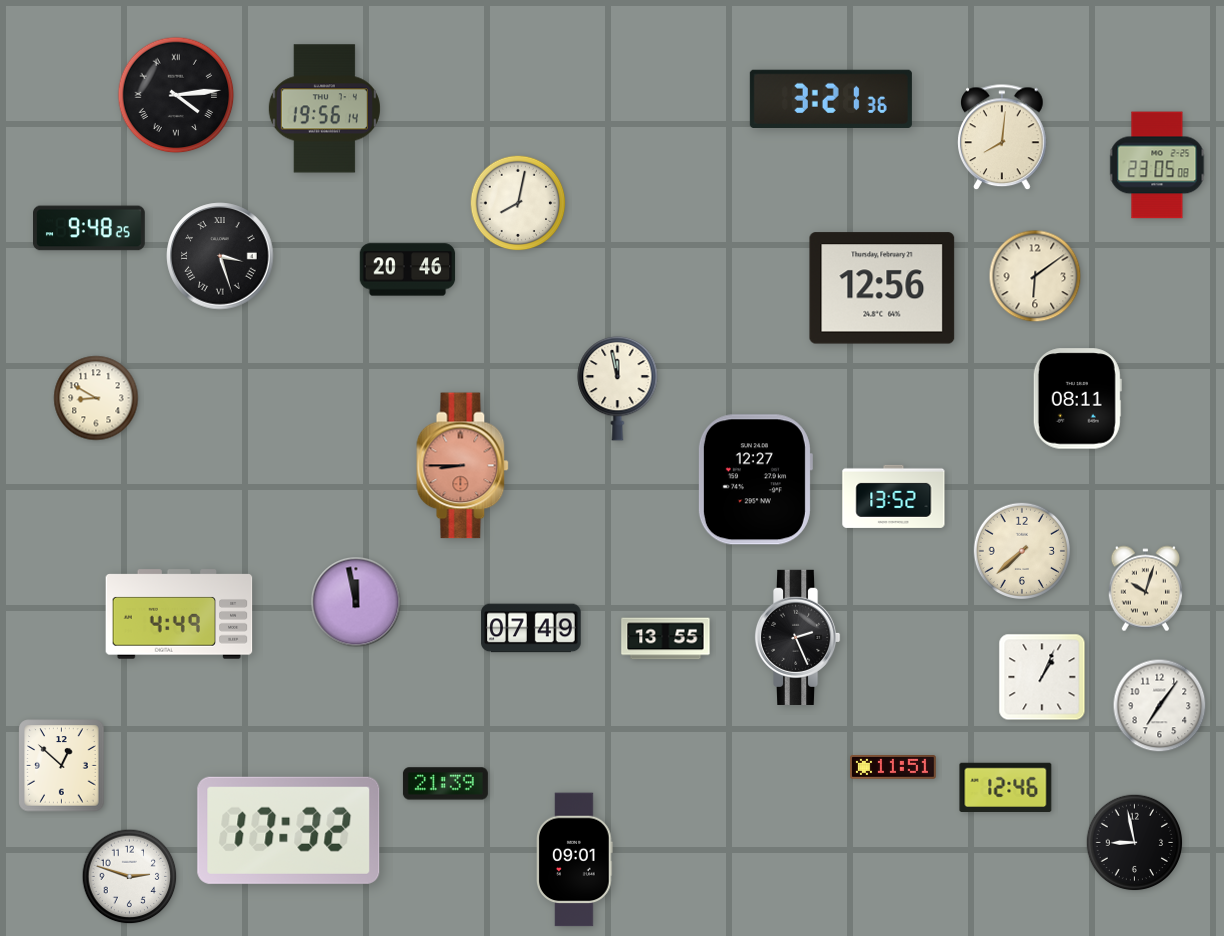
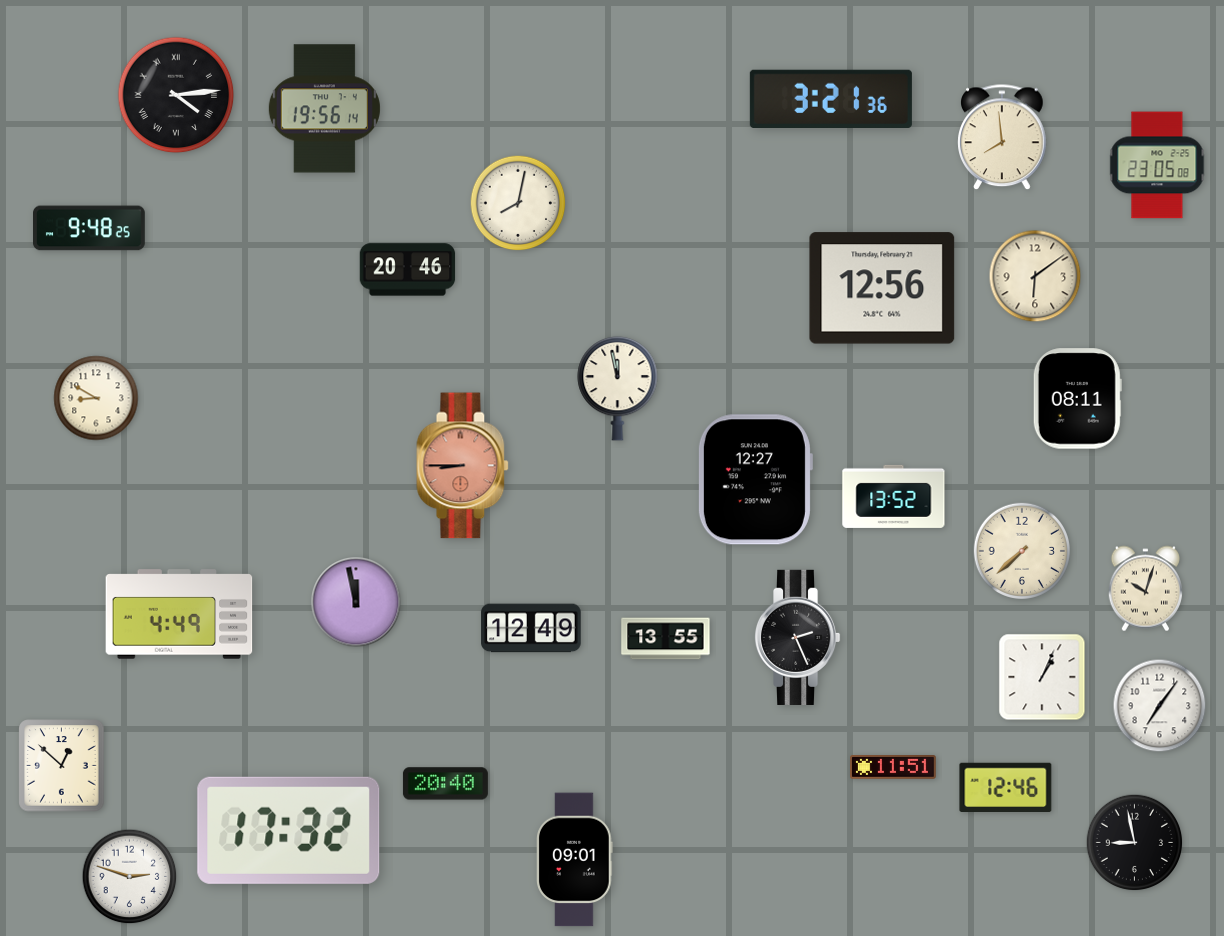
clock at (1002, 138): 8:01 -> 7:59
clock at (220, 256): 3:27 -> none
clock at (531, 628): 07:49 -> 12:49
clock at (445, 784): 21:39 -> 20:40
